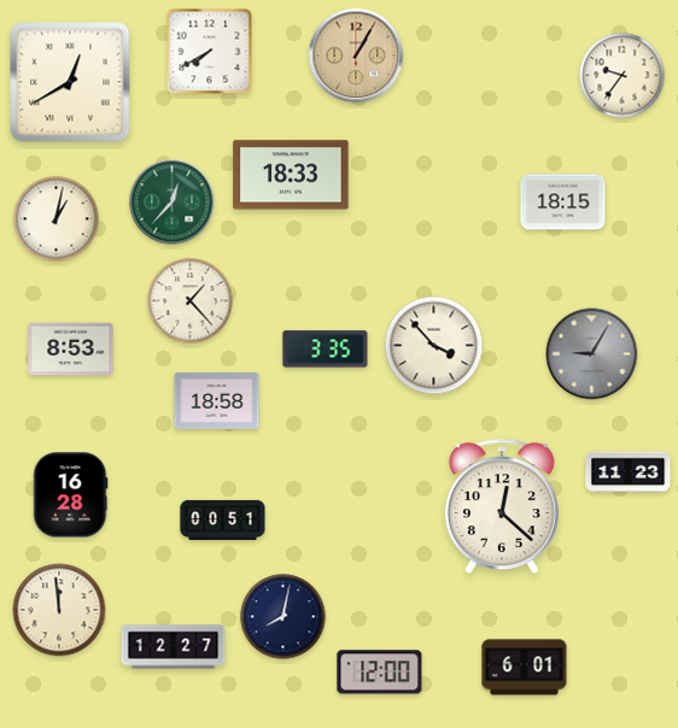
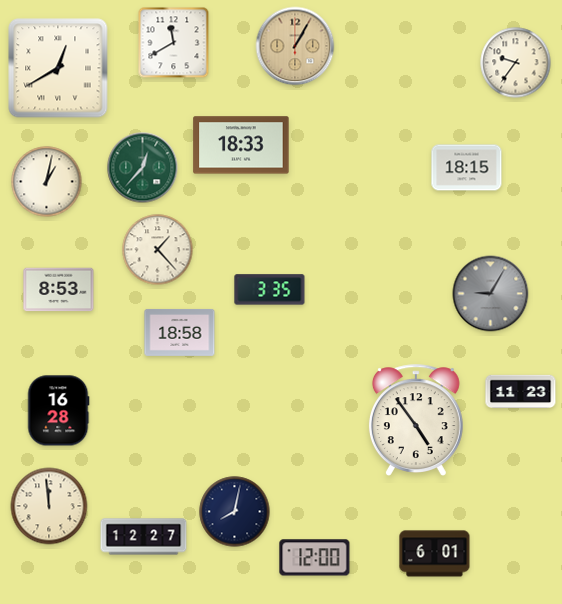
clock at (210, 52): 7:40 -> 11:40
clock at (434, 346): 3:53 -> none
clock at (502, 506): 12:22 -> 4:54
clock at (223, 519): 00:51 -> none
